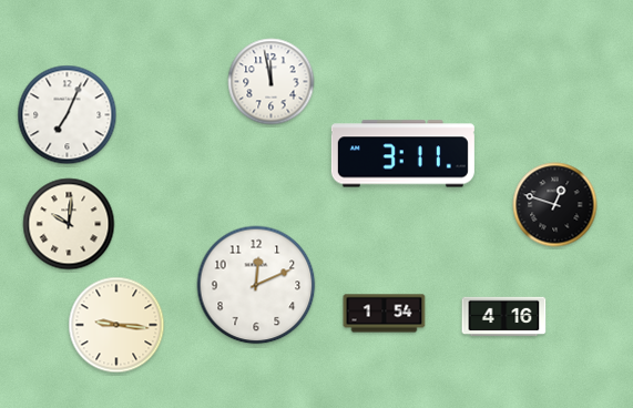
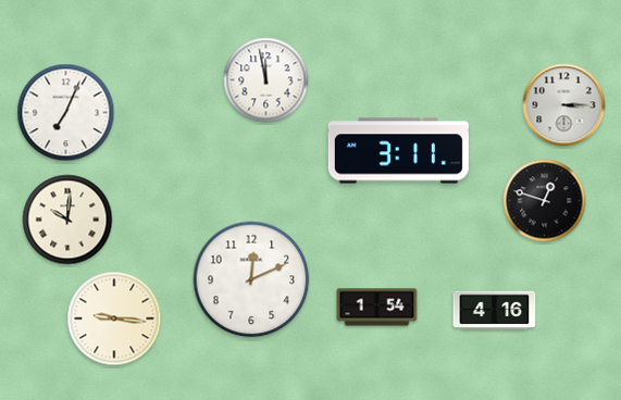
clock at (564, 105): none -> 3:15
clock at (402, 154) position: (402, 154) -> (398, 151)
